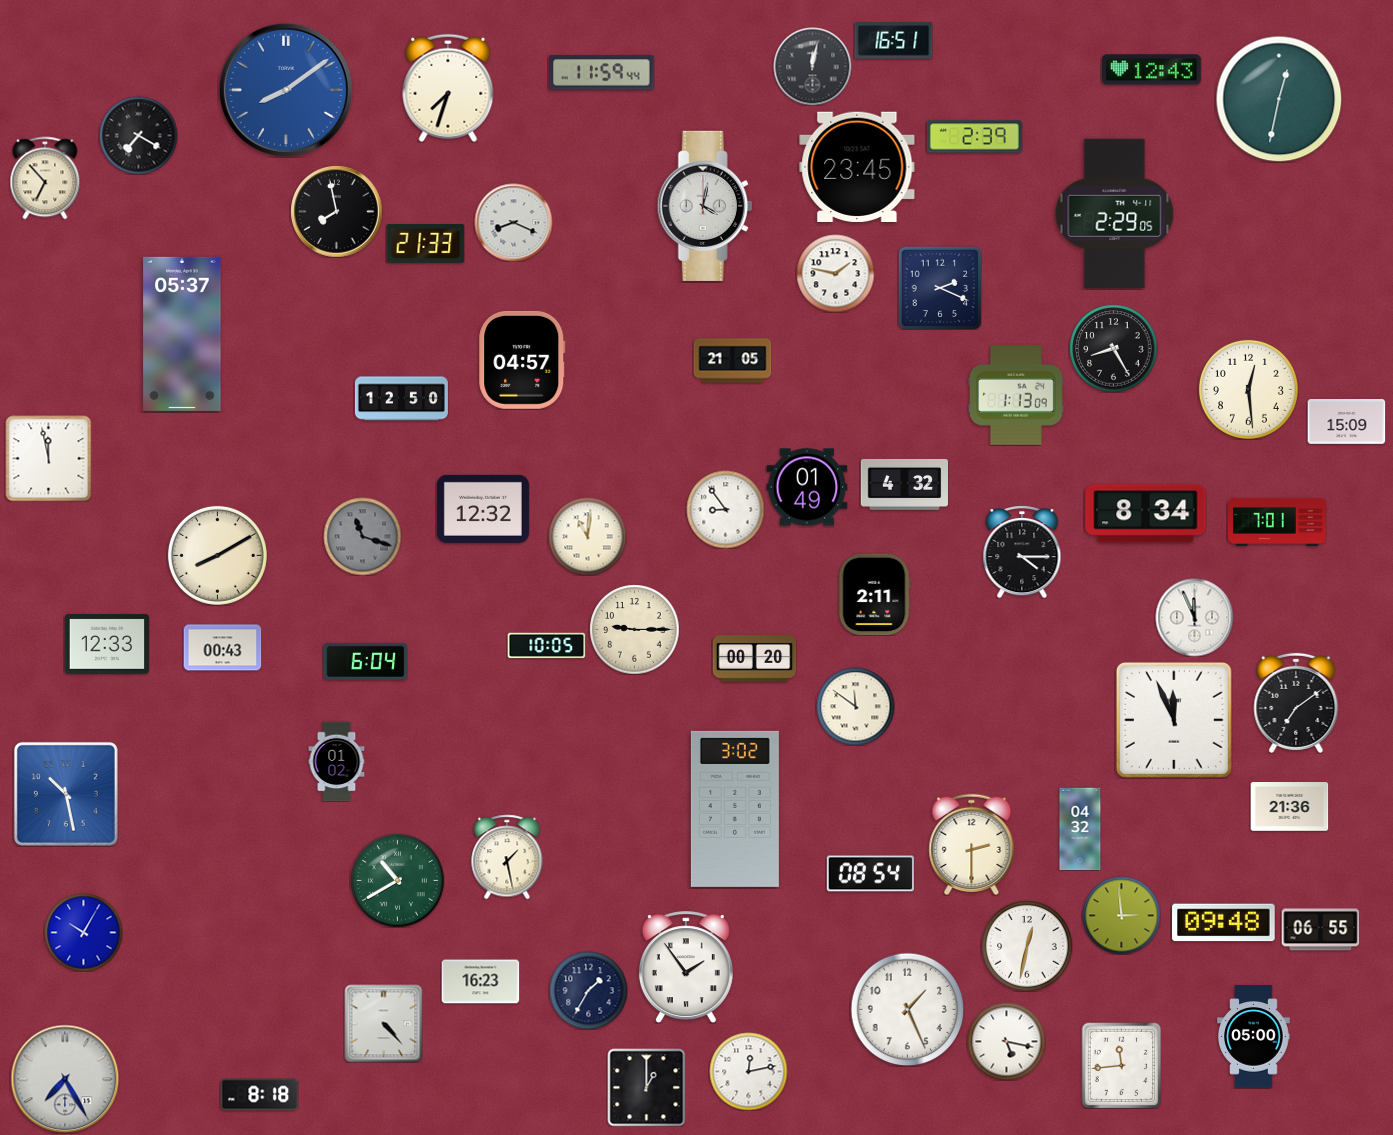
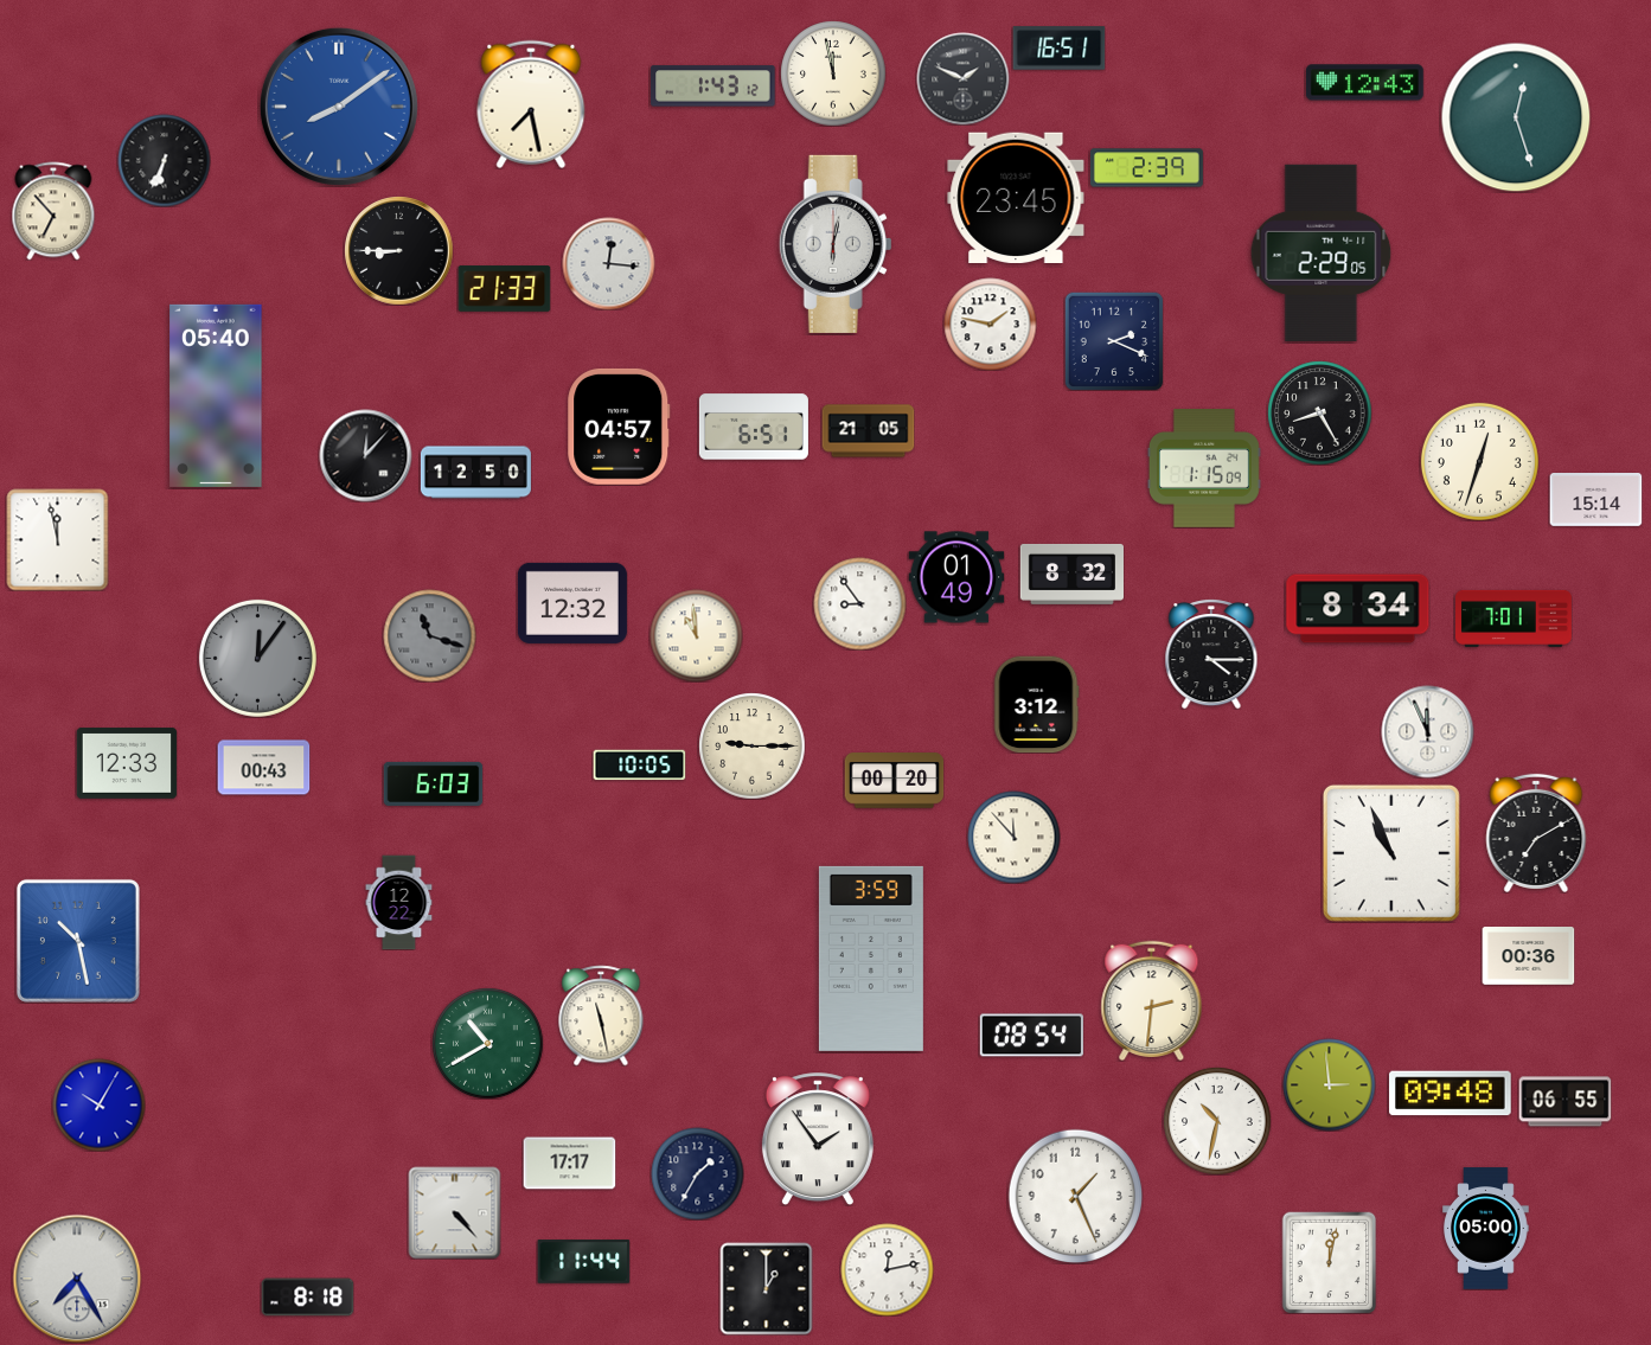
clock at (833, 73): none -> 11:58
clock at (812, 66): 12:02 -> 1:49
clock at (602, 73): 11:59 -> 1:43
clock at (448, 88): 7:33 -> 7:28
clock at (1279, 99): 12:32 -> 12:27
clock at (138, 135): 7:20 -> 6:34
clock at (974, 137) position: (974, 137) -> (1146, 168)
clock at (705, 206): 4:02 -> 6:02
clock at (337, 212): 7:58 -> 8:45
clock at (513, 222): 8:19 -> 12:16
clock at (182, 334): 05:37 -> 05:40
clock at (754, 427): none -> 6:51
clock at (732, 361) position: (732, 361) -> (868, 431)
clock at (365, 455): none -> 12:07
clock at (1248, 389): 12:29 -> 12:33
clock at (1016, 396): 1:13 -> 1:15
clock at (1346, 422): 15:09 -> 15:14
clock at (48, 458) position: (48, 458) -> (57, 539)
clock at (904, 484): 4:32 -> 8:32
clock at (587, 536): 11:01 -> 10:59
clock at (217, 555): 8:10 -> 12:06
clock at (217, 555) dial: cream -> grey
clock at (875, 594): 2:11 -> 3:12
clock at (1194, 617) position: (1194, 617) -> (1427, 731)
clock at (546, 646) position: (546, 646) -> (639, 766)
clock at (365, 661): 6:04 -> 6:03
clock at (1296, 703): 7:09 -> 7:10
clock at (855, 706): 11:51 -> 11:53
clock at (1174, 720): 11:56 -> 10:56
clock at (337, 761): 01:02 -> 12:22
clock at (1289, 807): 21:36 -> 00:36
clock at (735, 809): 3:02 -> 3:59
clock at (1080, 829): 04:32 -> none
clock at (972, 844): 2:30 -> 2:31
clock at (507, 857): 1:28 -> 11:28
clock at (398, 881) position: (398, 881) -> (488, 1044)
clock at (1027, 946): 12:32 -> 10:32
clock at (686, 967) position: (686, 967) -> (818, 1139)
clock at (480, 982): 16:23 -> 17:17
clock at (1006, 1041): 5:17 -> none
clock at (583, 1262): none -> 11:44
clock at (1122, 1065): 11:44 -> 12:02
